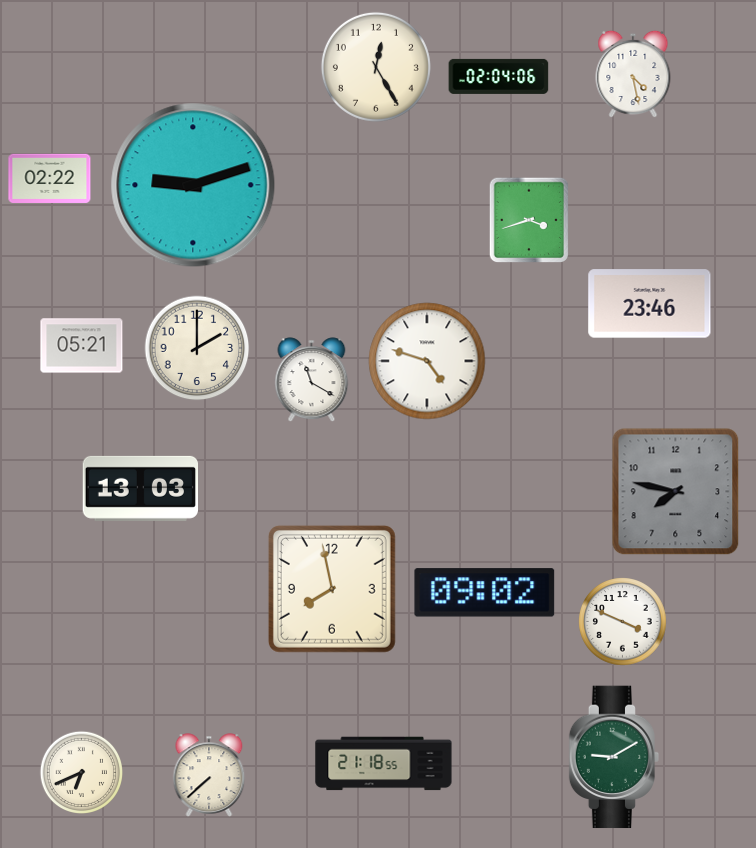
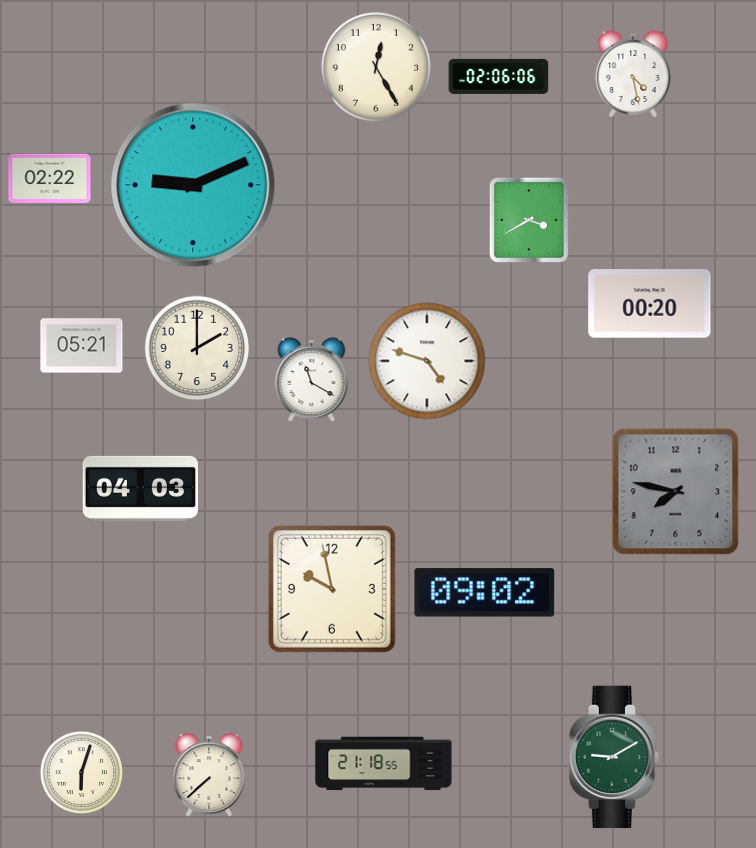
clock at (499, 76): 02:04 -> 02:06
clock at (193, 185): 9:12 -> 9:11
clock at (528, 220): 3:42 -> 3:40
clock at (650, 304): 23:46 -> 00:20
clock at (140, 488): 13:03 -> 04:03
clock at (332, 589): 7:58 -> 9:58
clock at (623, 622): 3:49 -> none
clock at (81, 772): 6:41 -> 6:03
